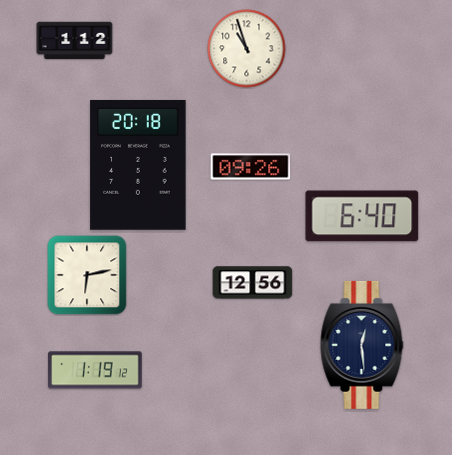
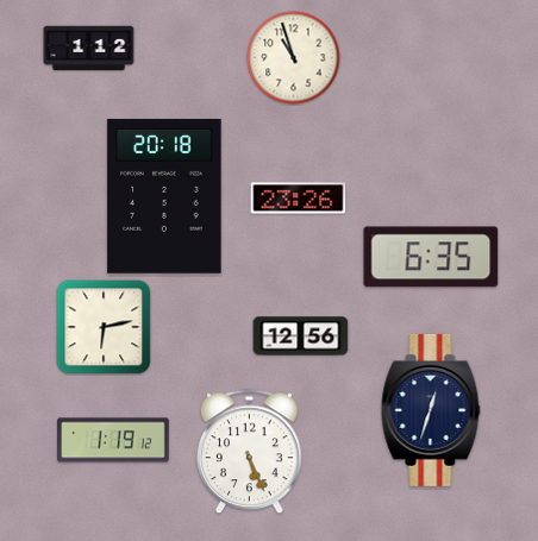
clock at (251, 167): 09:26 -> 23:26
clock at (362, 216): 6:40 -> 6:35
clock at (362, 345): 12:29 -> 12:33
clock at (249, 452): none -> 5:26
